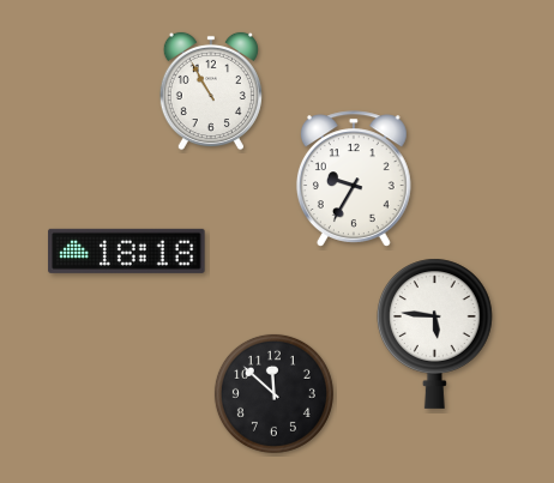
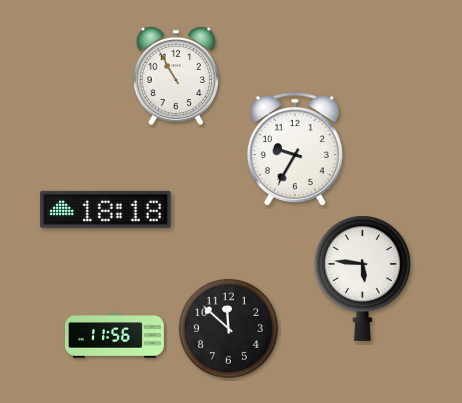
clock at (115, 336): none -> 11:56
